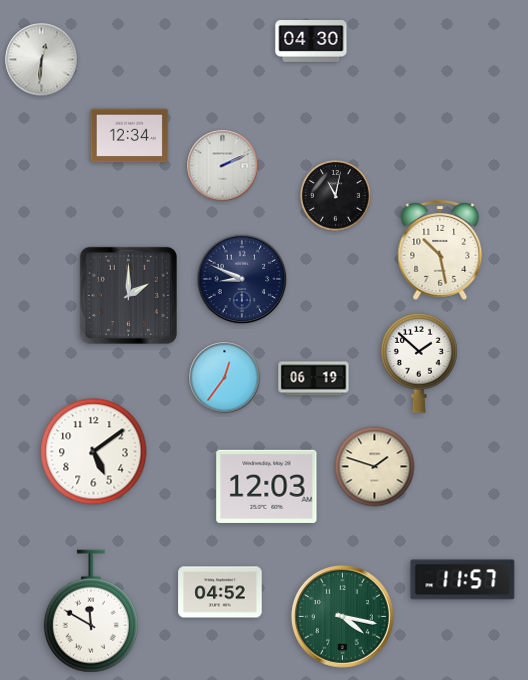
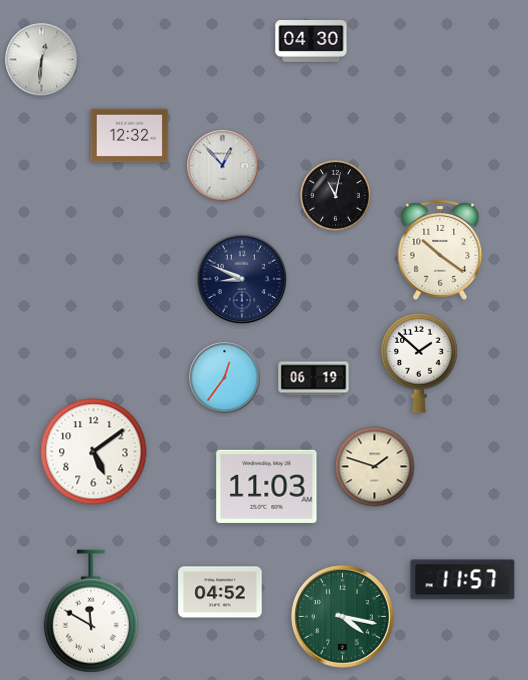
clock at (130, 136): 12:34 -> 12:32
clock at (223, 166): 2:11 -> 12:53
clock at (440, 250): 10:28 -> 10:21
clock at (128, 295): 2:00 -> none
clock at (267, 486): 12:03 -> 11:03
